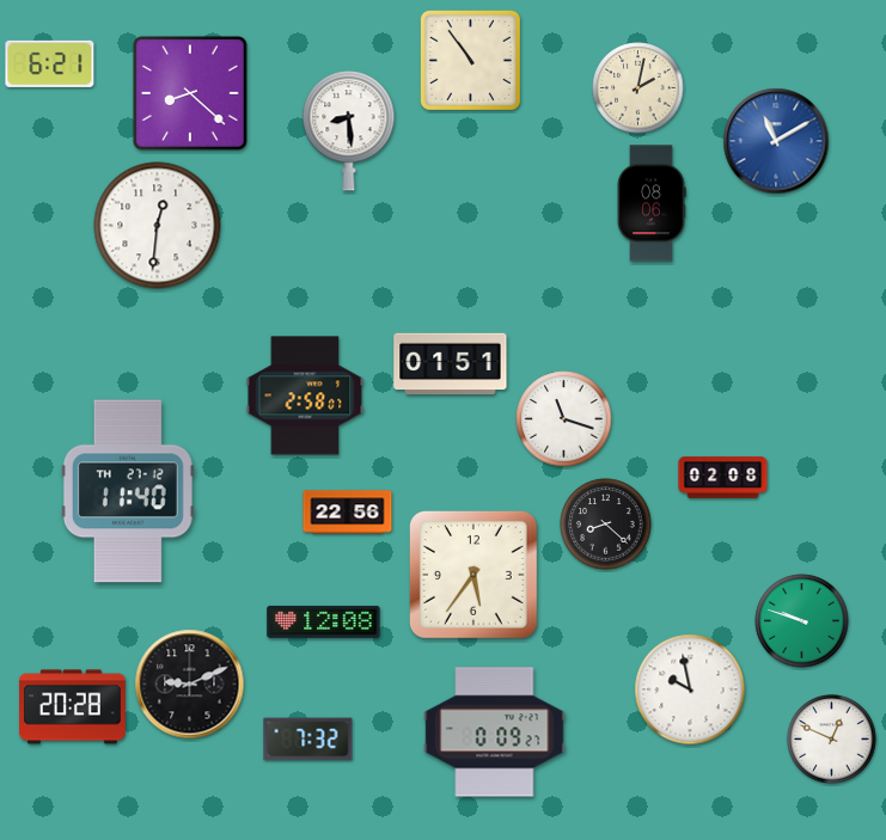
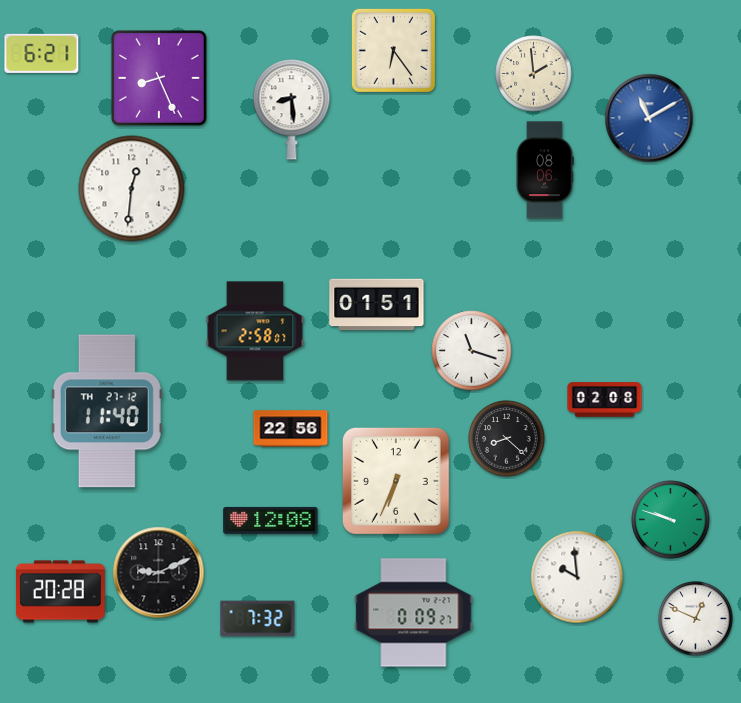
clock at (470, 60): 10:54 -> 6:24
clock at (638, 88): 2:02 -> 1:59
clock at (190, 93): 8:22 -> 8:26
clock at (473, 575): 5:36 -> 6:34
clock at (690, 689): 9:58 -> 9:59
